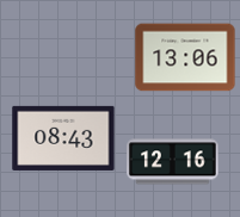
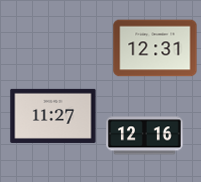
clock at (185, 57): 13:06 -> 12:31
clock at (63, 138): 08:43 -> 11:27
